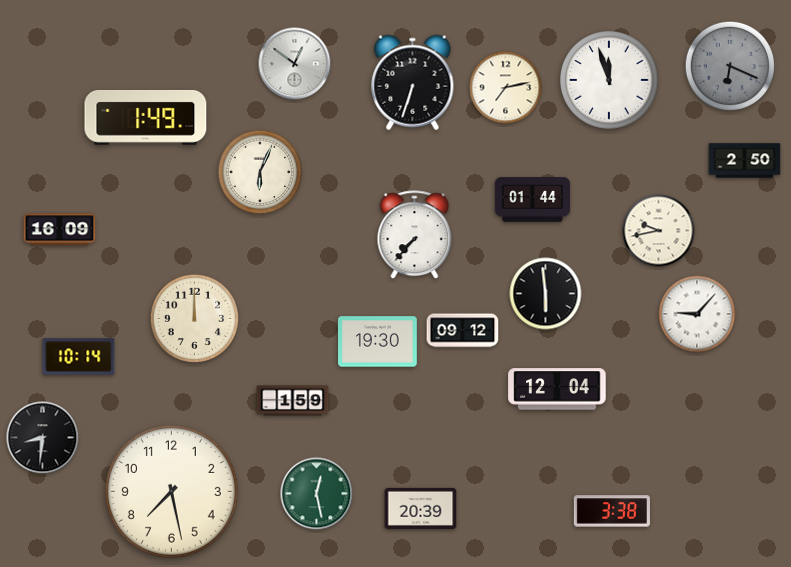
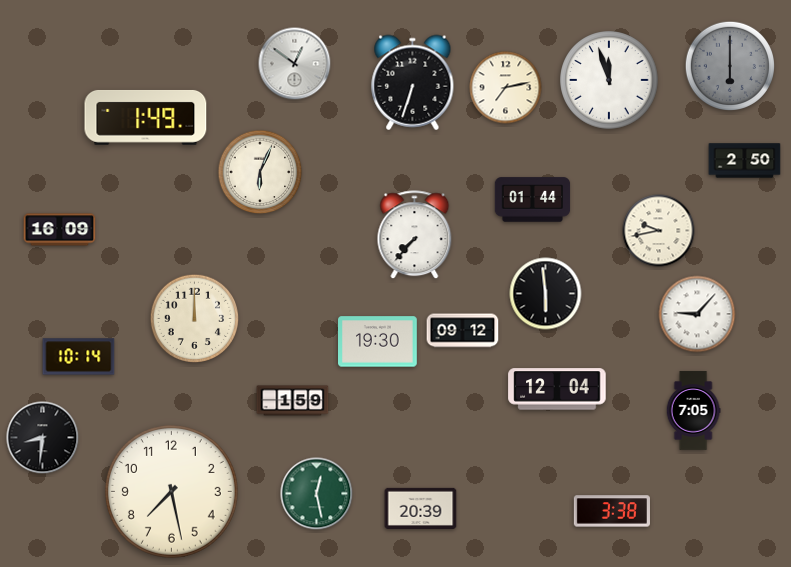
clock at (729, 65): 6:19 -> 6:00
clock at (693, 411): none -> 7:05
